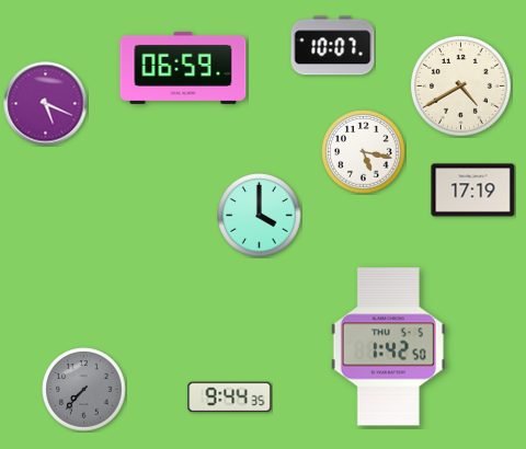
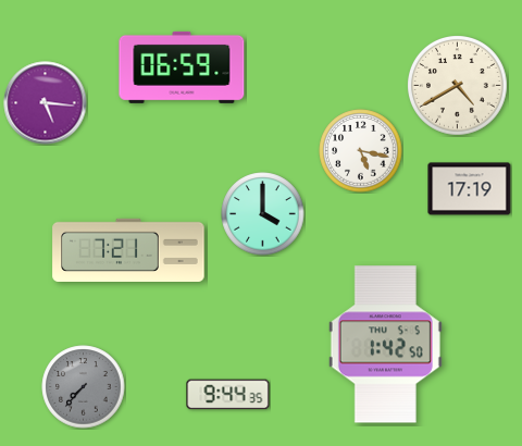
clock at (333, 46): 10:07 -> none
clock at (46, 104): 5:19 -> 5:16
clock at (260, 216) position: (260, 216) -> (263, 214)
clock at (128, 249): none -> 7:21
